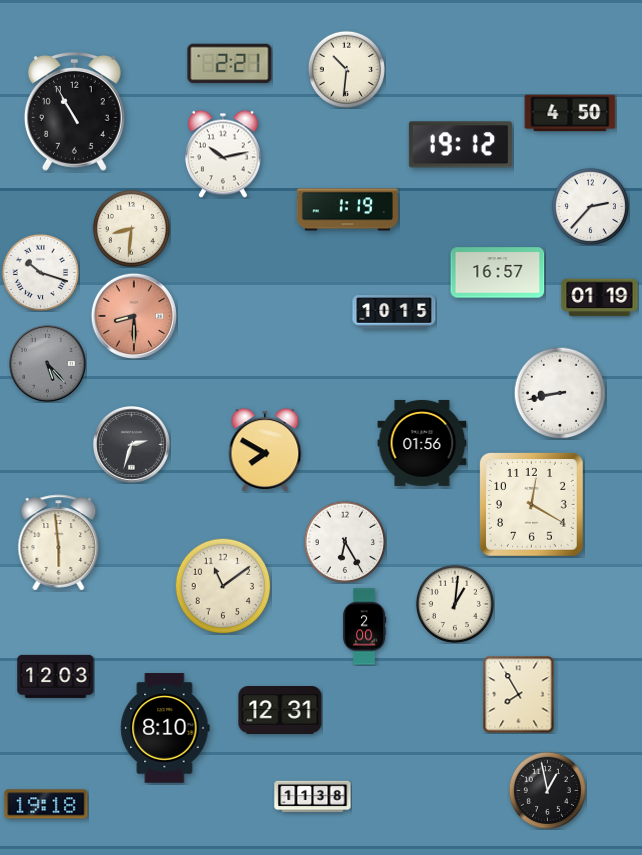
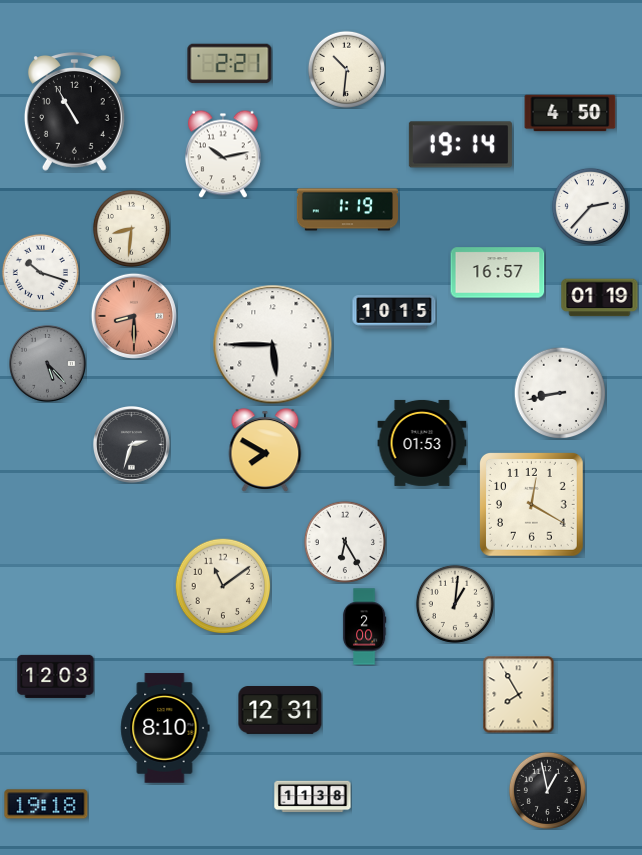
clock at (460, 145): 19:12 -> 19:14
clock at (273, 345): none -> 5:45
clock at (422, 443): 01:56 -> 01:53
clock at (59, 543): 5:59 -> none
